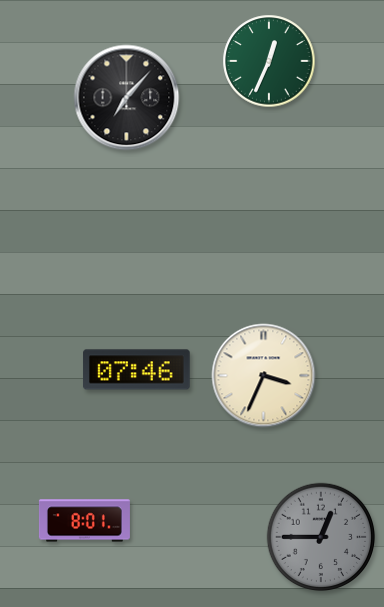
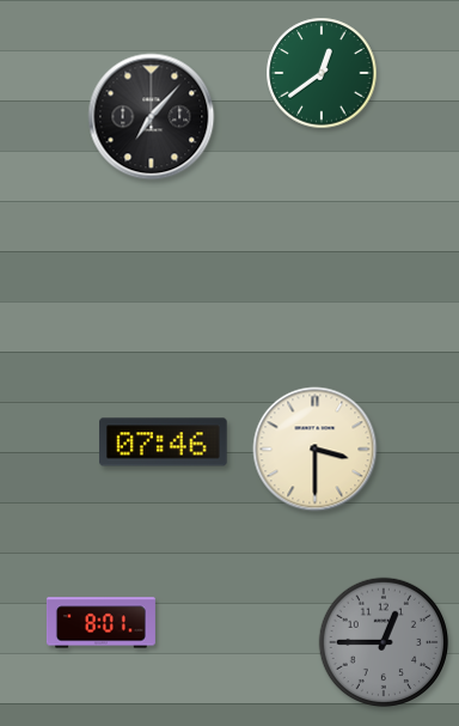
clock at (269, 61): 12:34 -> 12:39
clock at (264, 376): 3:34 -> 3:30
